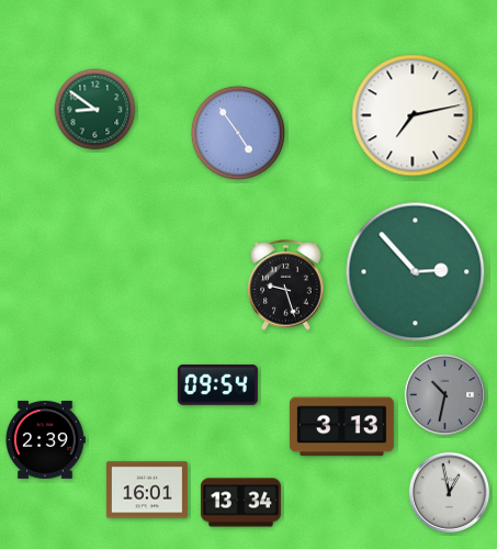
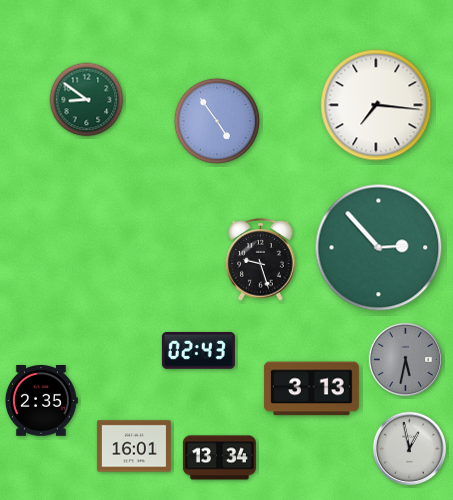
clock at (413, 115): 7:13 -> 7:16
clock at (217, 385): 09:54 -> 02:43
clock at (444, 394): 10:32 -> 5:32
clock at (45, 440): 2:39 -> 2:35
